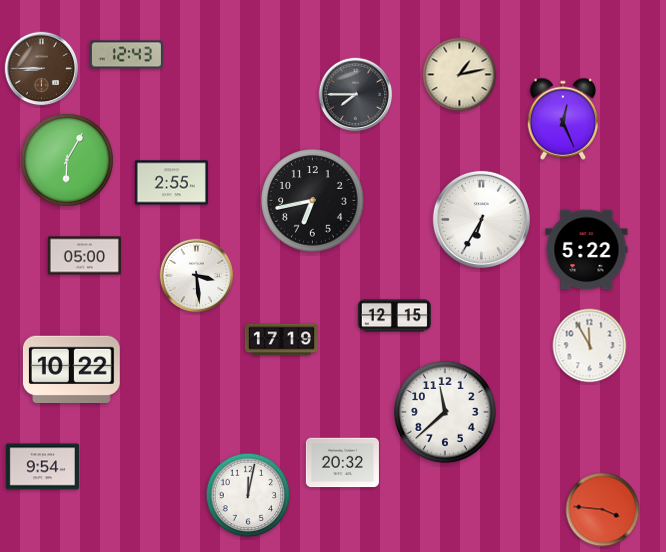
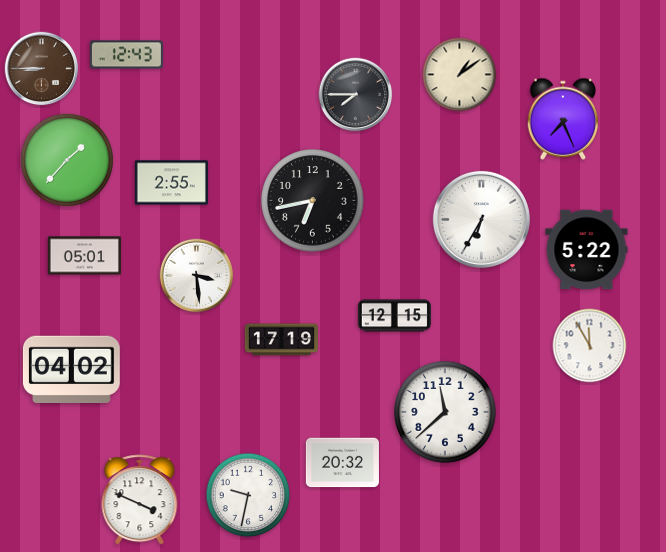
clock at (460, 75): 1:13 -> 1:09
clock at (563, 119): 12:26 -> 7:26
clock at (67, 160): 6:05 -> 1:37
clock at (84, 256): 05:00 -> 05:01
clock at (71, 369): 10:22 -> 04:02
clock at (42, 467): 9:54 -> none
clock at (248, 495): 12:02 -> 9:32
clock at (140, 500): none -> 3:49
clock at (603, 510): 3:46 -> none
